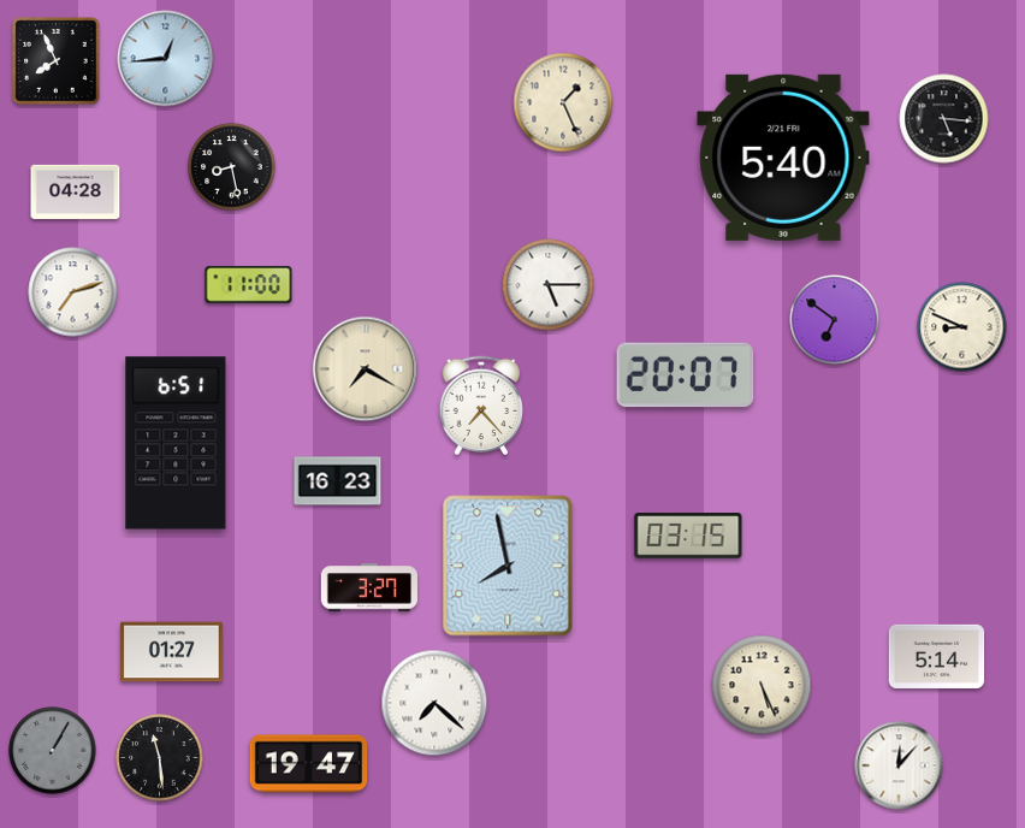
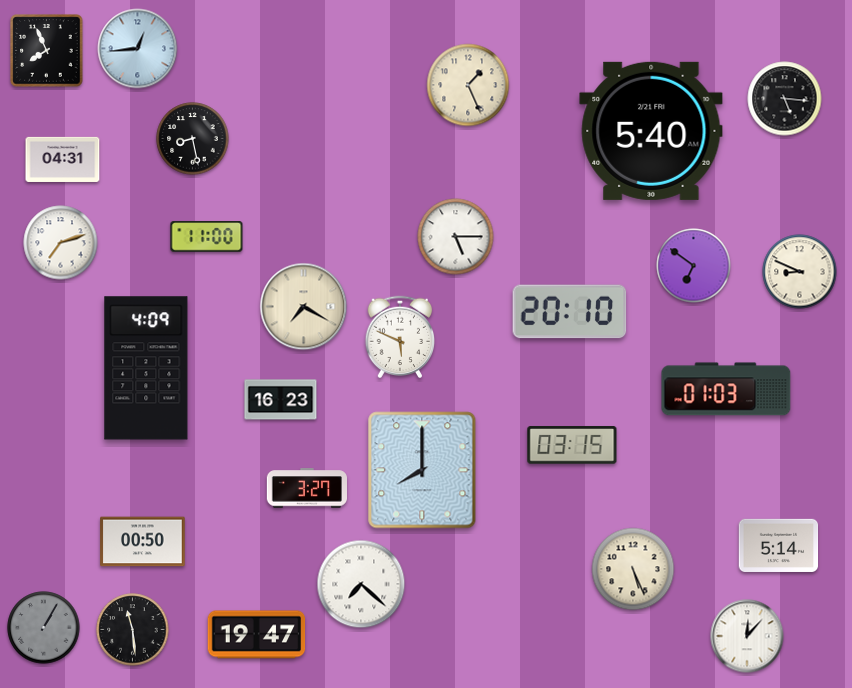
clock at (76, 191): 04:28 -> 04:31
clock at (686, 375): 20:07 -> 20:10
clock at (481, 406): 7:23 -> 5:49
clock at (176, 443): 6:51 -> 4:09
clock at (726, 389): none -> 01:03
clock at (508, 566): 7:58 -> 8:00
clock at (172, 652): 01:27 -> 00:50
clock at (53, 751) position: (53, 751) -> (44, 628)
